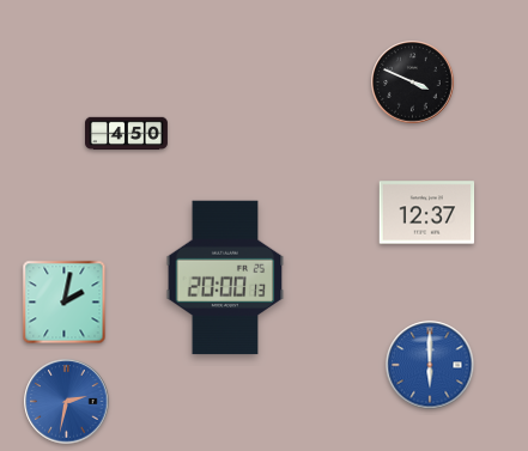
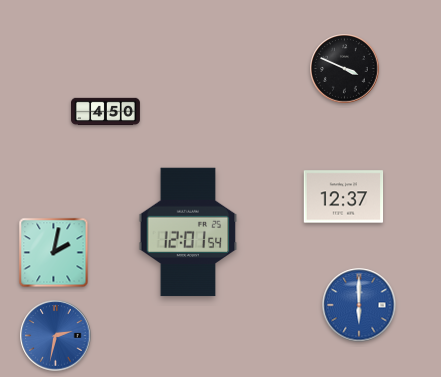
clock at (427, 213) position: (427, 213) -> (344, 197)
clock at (225, 278): 20:00 -> 12:01
